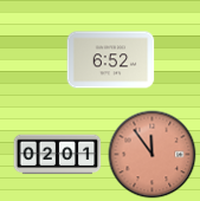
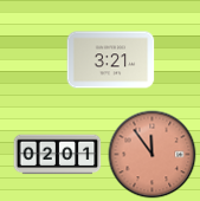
clock at (111, 60): 6:52 -> 3:21
